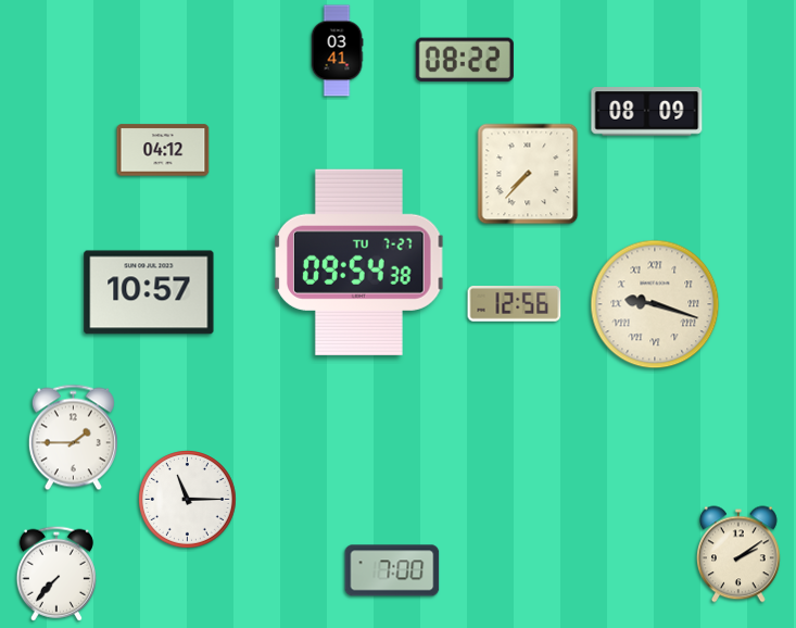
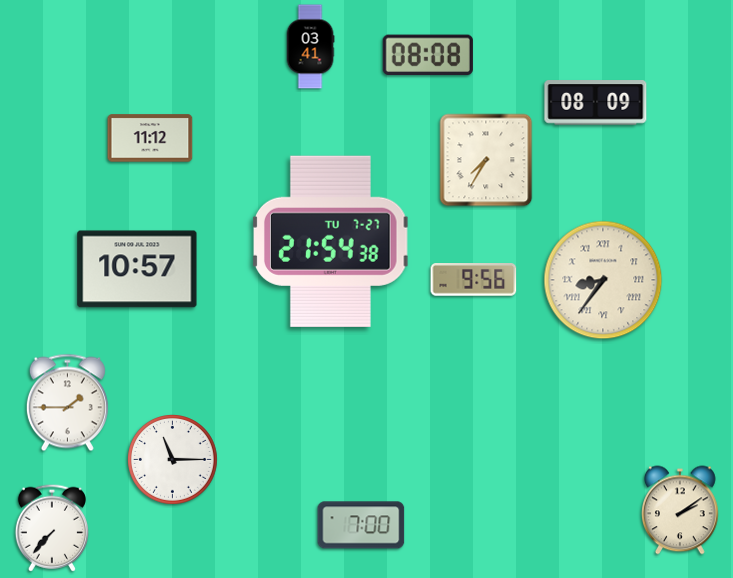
clock at (465, 60): 08:22 -> 08:08
clock at (163, 150): 04:12 -> 11:12
clock at (528, 174): 7:37 -> 7:35
clock at (359, 262): 09:54 -> 21:54
clock at (515, 304): 12:56 -> 9:56
clock at (655, 304): 9:18 -> 8:36
